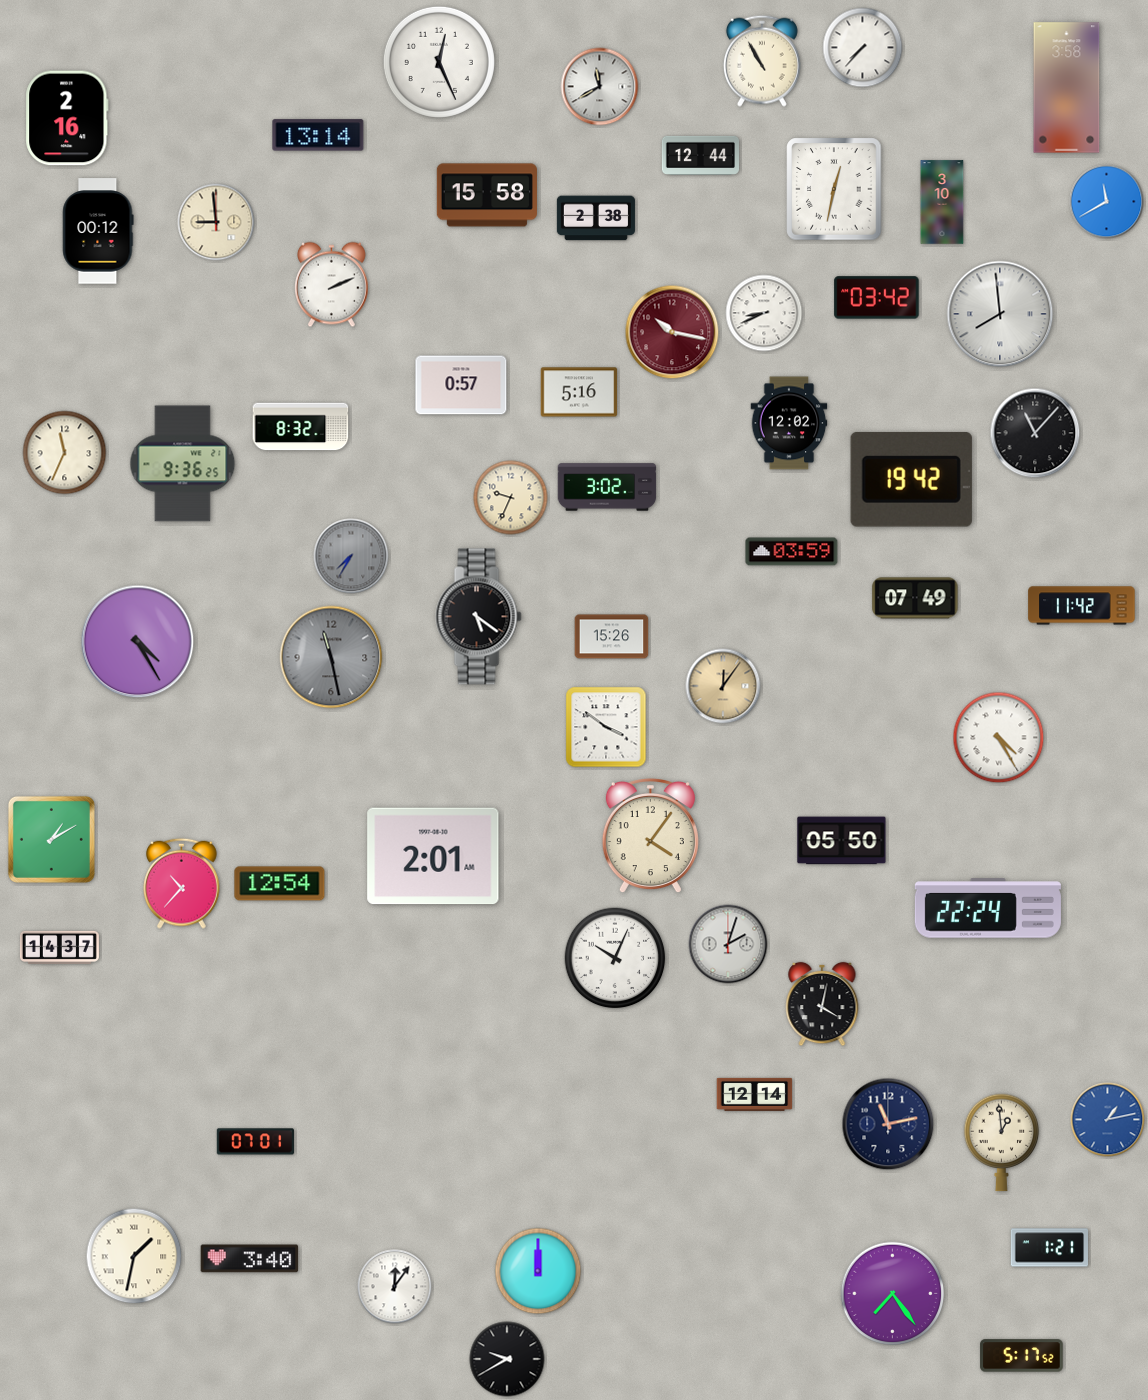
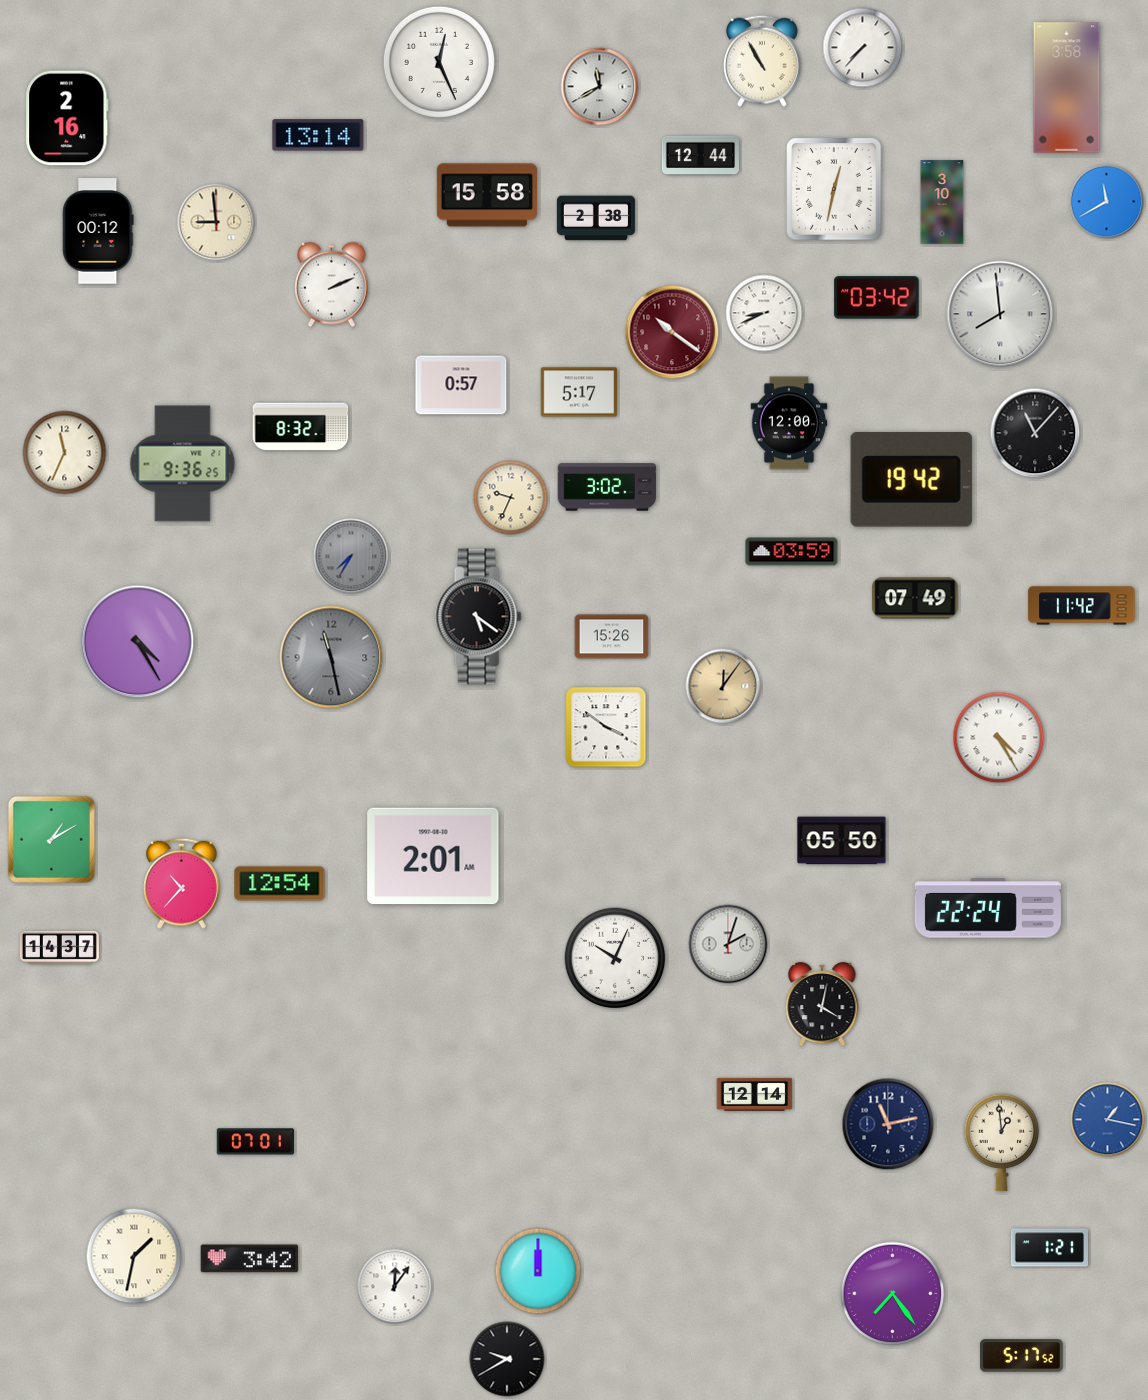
clock at (672, 332): 10:17 -> 10:21
clock at (579, 392): 5:16 -> 5:17
clock at (789, 423): 12:02 -> 12:00
clock at (650, 837): 4:06 -> none
clock at (1108, 1120): 1:13 -> 1:17
clock at (250, 1259): 3:40 -> 3:42
